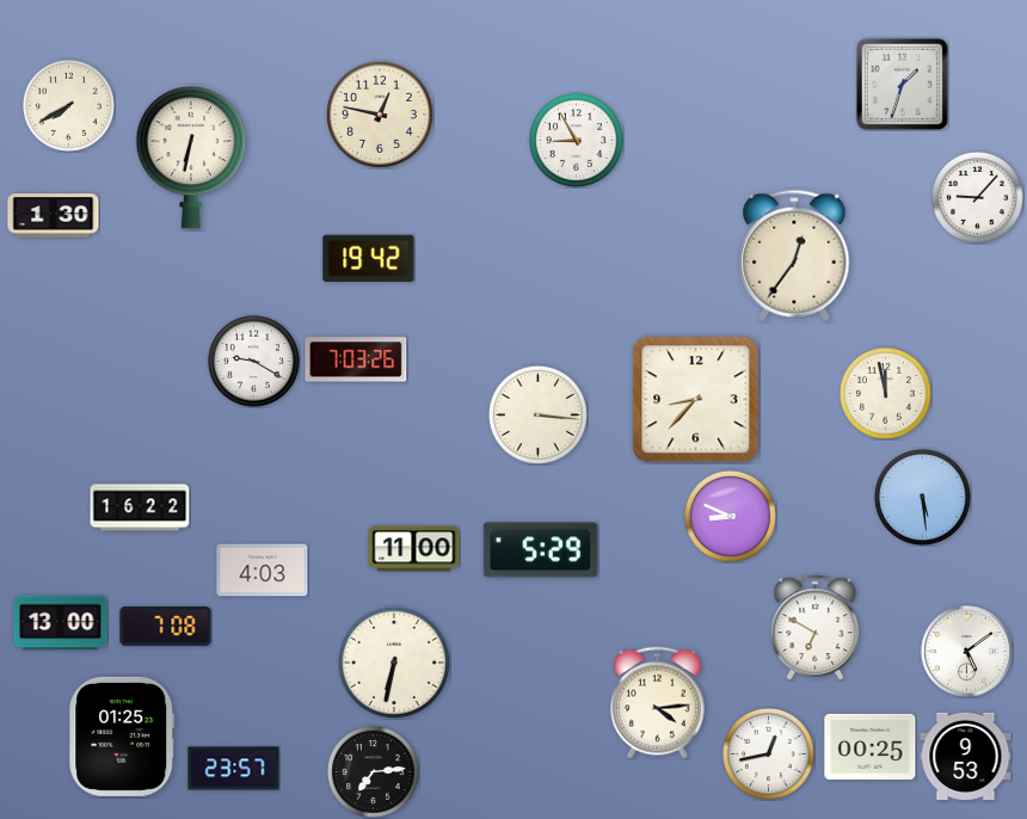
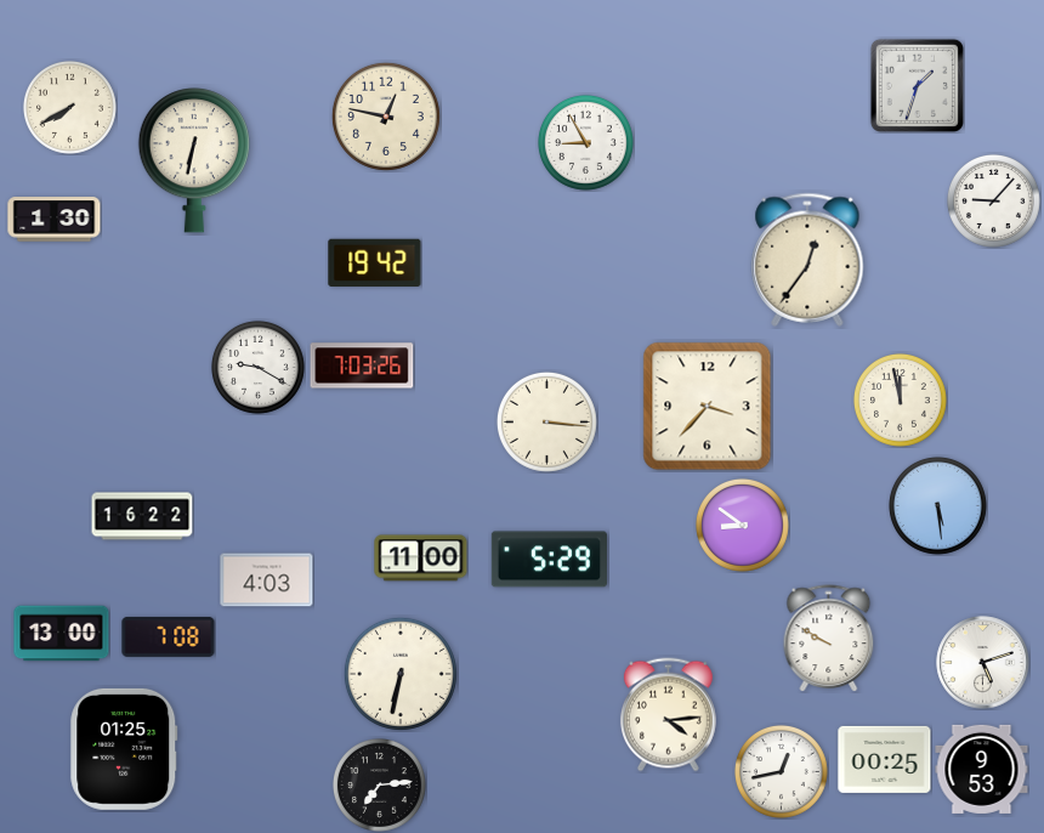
clock at (696, 400): 8:37 -> 3:37
clock at (731, 517): 8:49 -> 8:51
clock at (816, 627): 6:50 -> 9:50
clock at (967, 652): 5:09 -> 5:12
clock at (769, 755) position: (769, 755) -> (782, 772)
clock at (234, 769): 23:57 -> none
